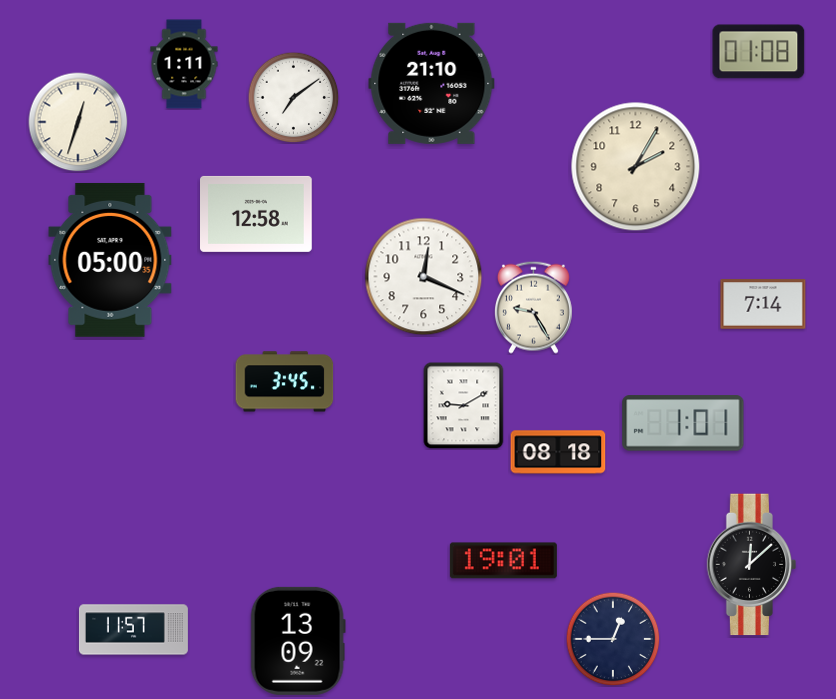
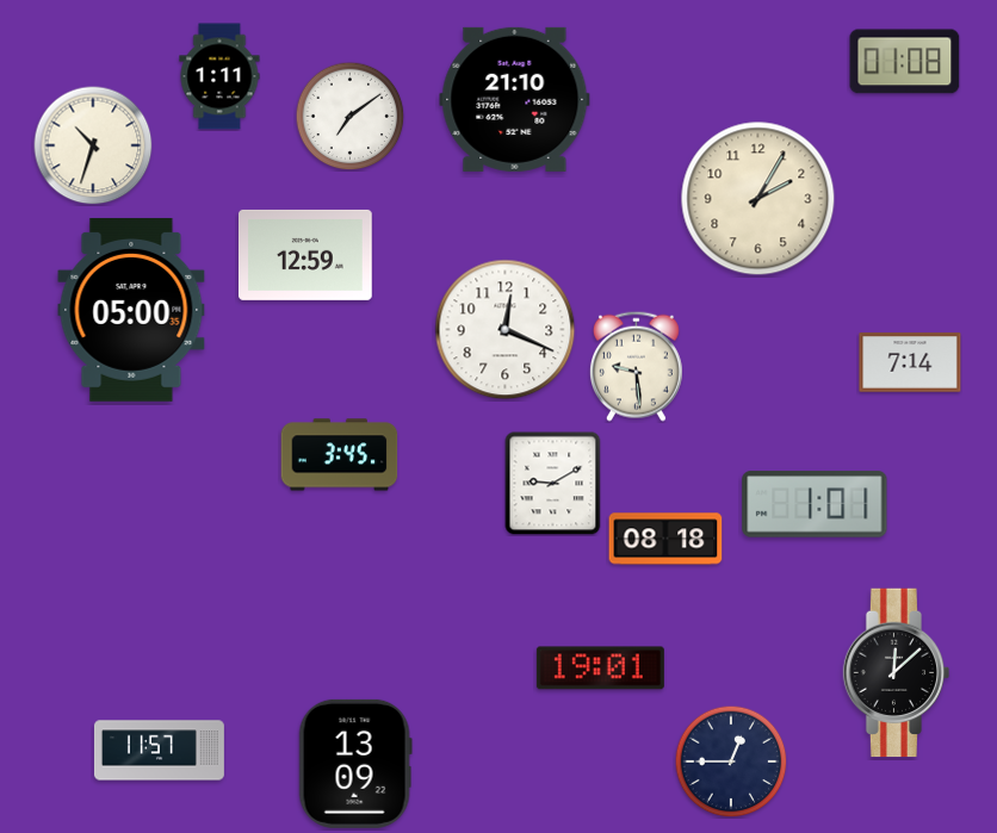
clock at (78, 122): 12:33 -> 10:33
clock at (257, 214): 12:58 -> 12:59
clock at (533, 307): 9:25 -> 9:29
